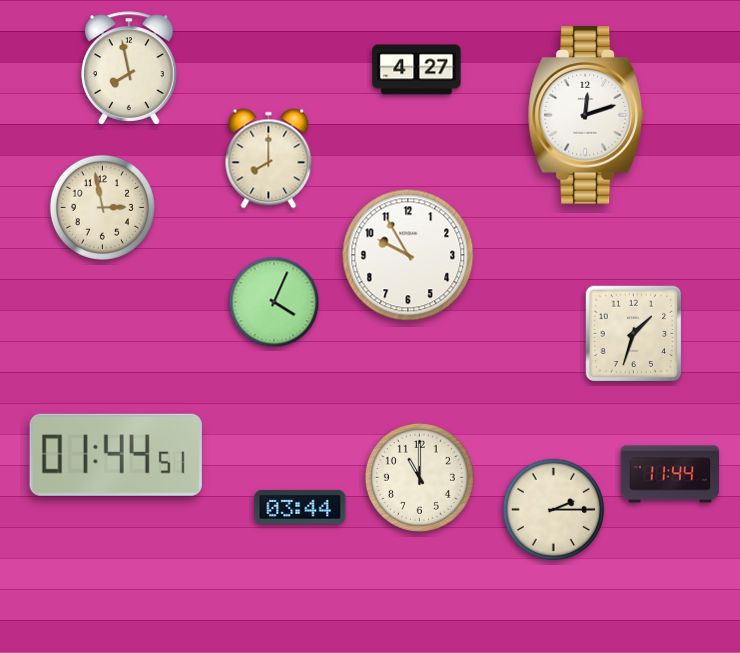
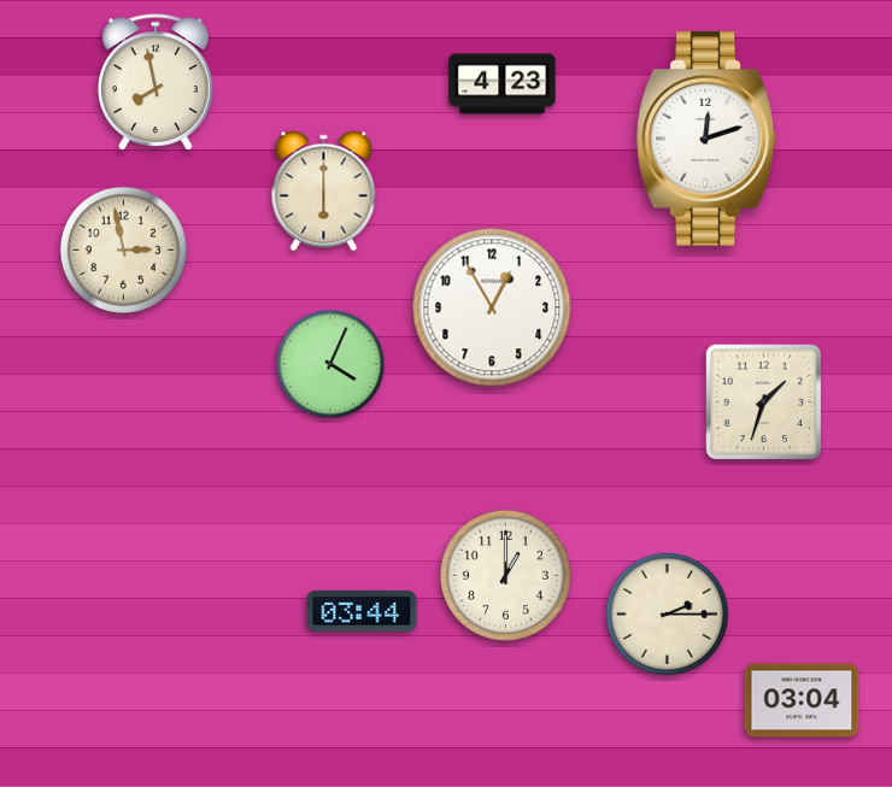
clock at (417, 70): 4:27 -> 4:23
clock at (269, 159): 8:00 -> 6:00
clock at (408, 255): 9:55 -> 12:55
clock at (116, 455): 01:44 -> none
clock at (670, 474): 11:44 -> none
clock at (419, 477): 11:00 -> 1:00
clock at (802, 700): none -> 03:04
